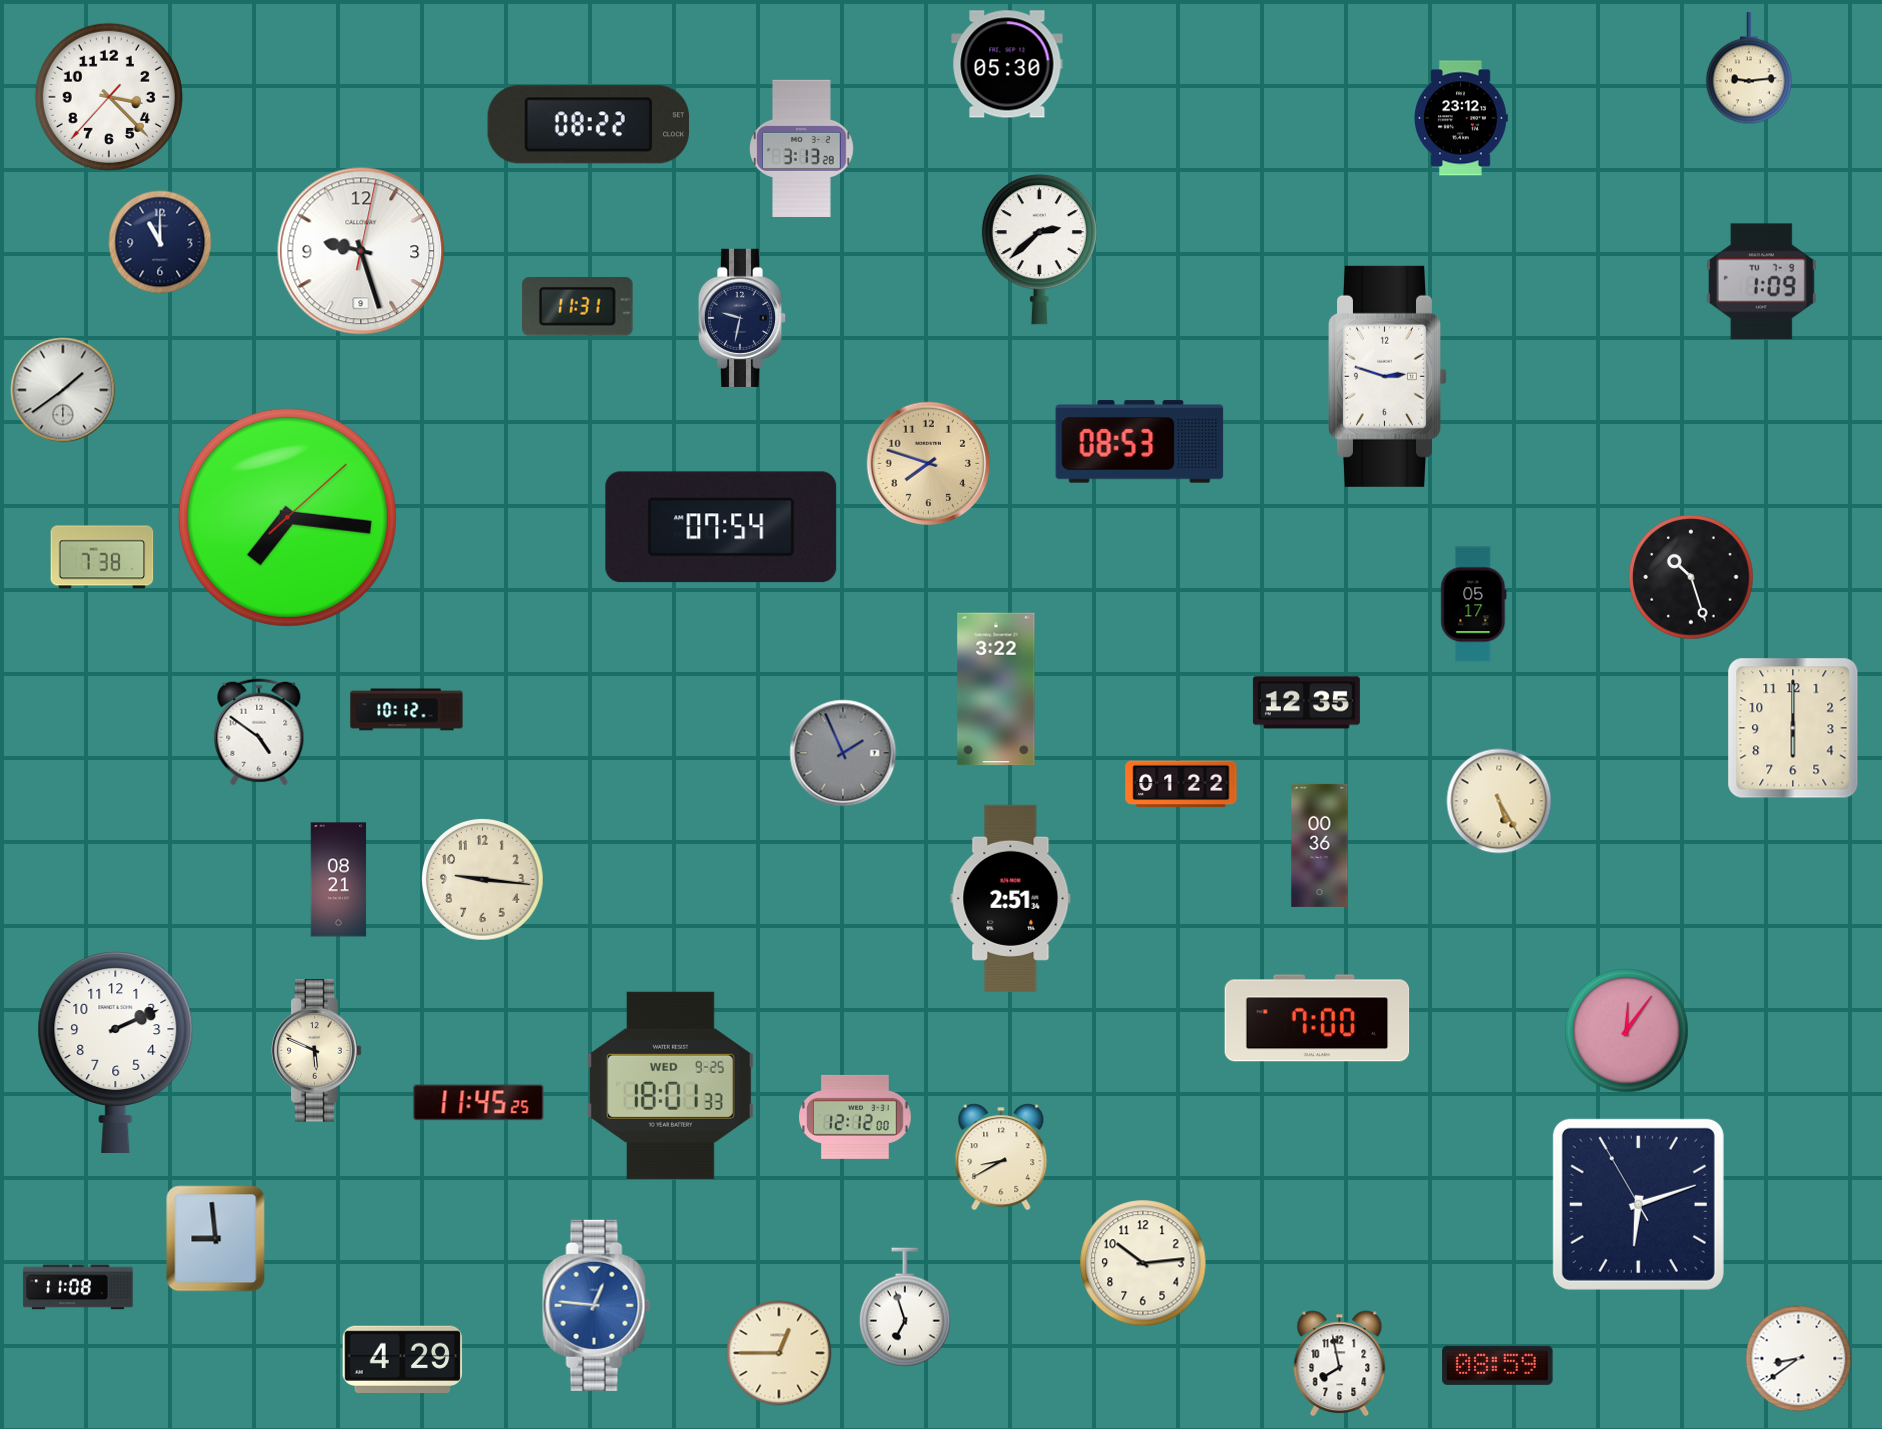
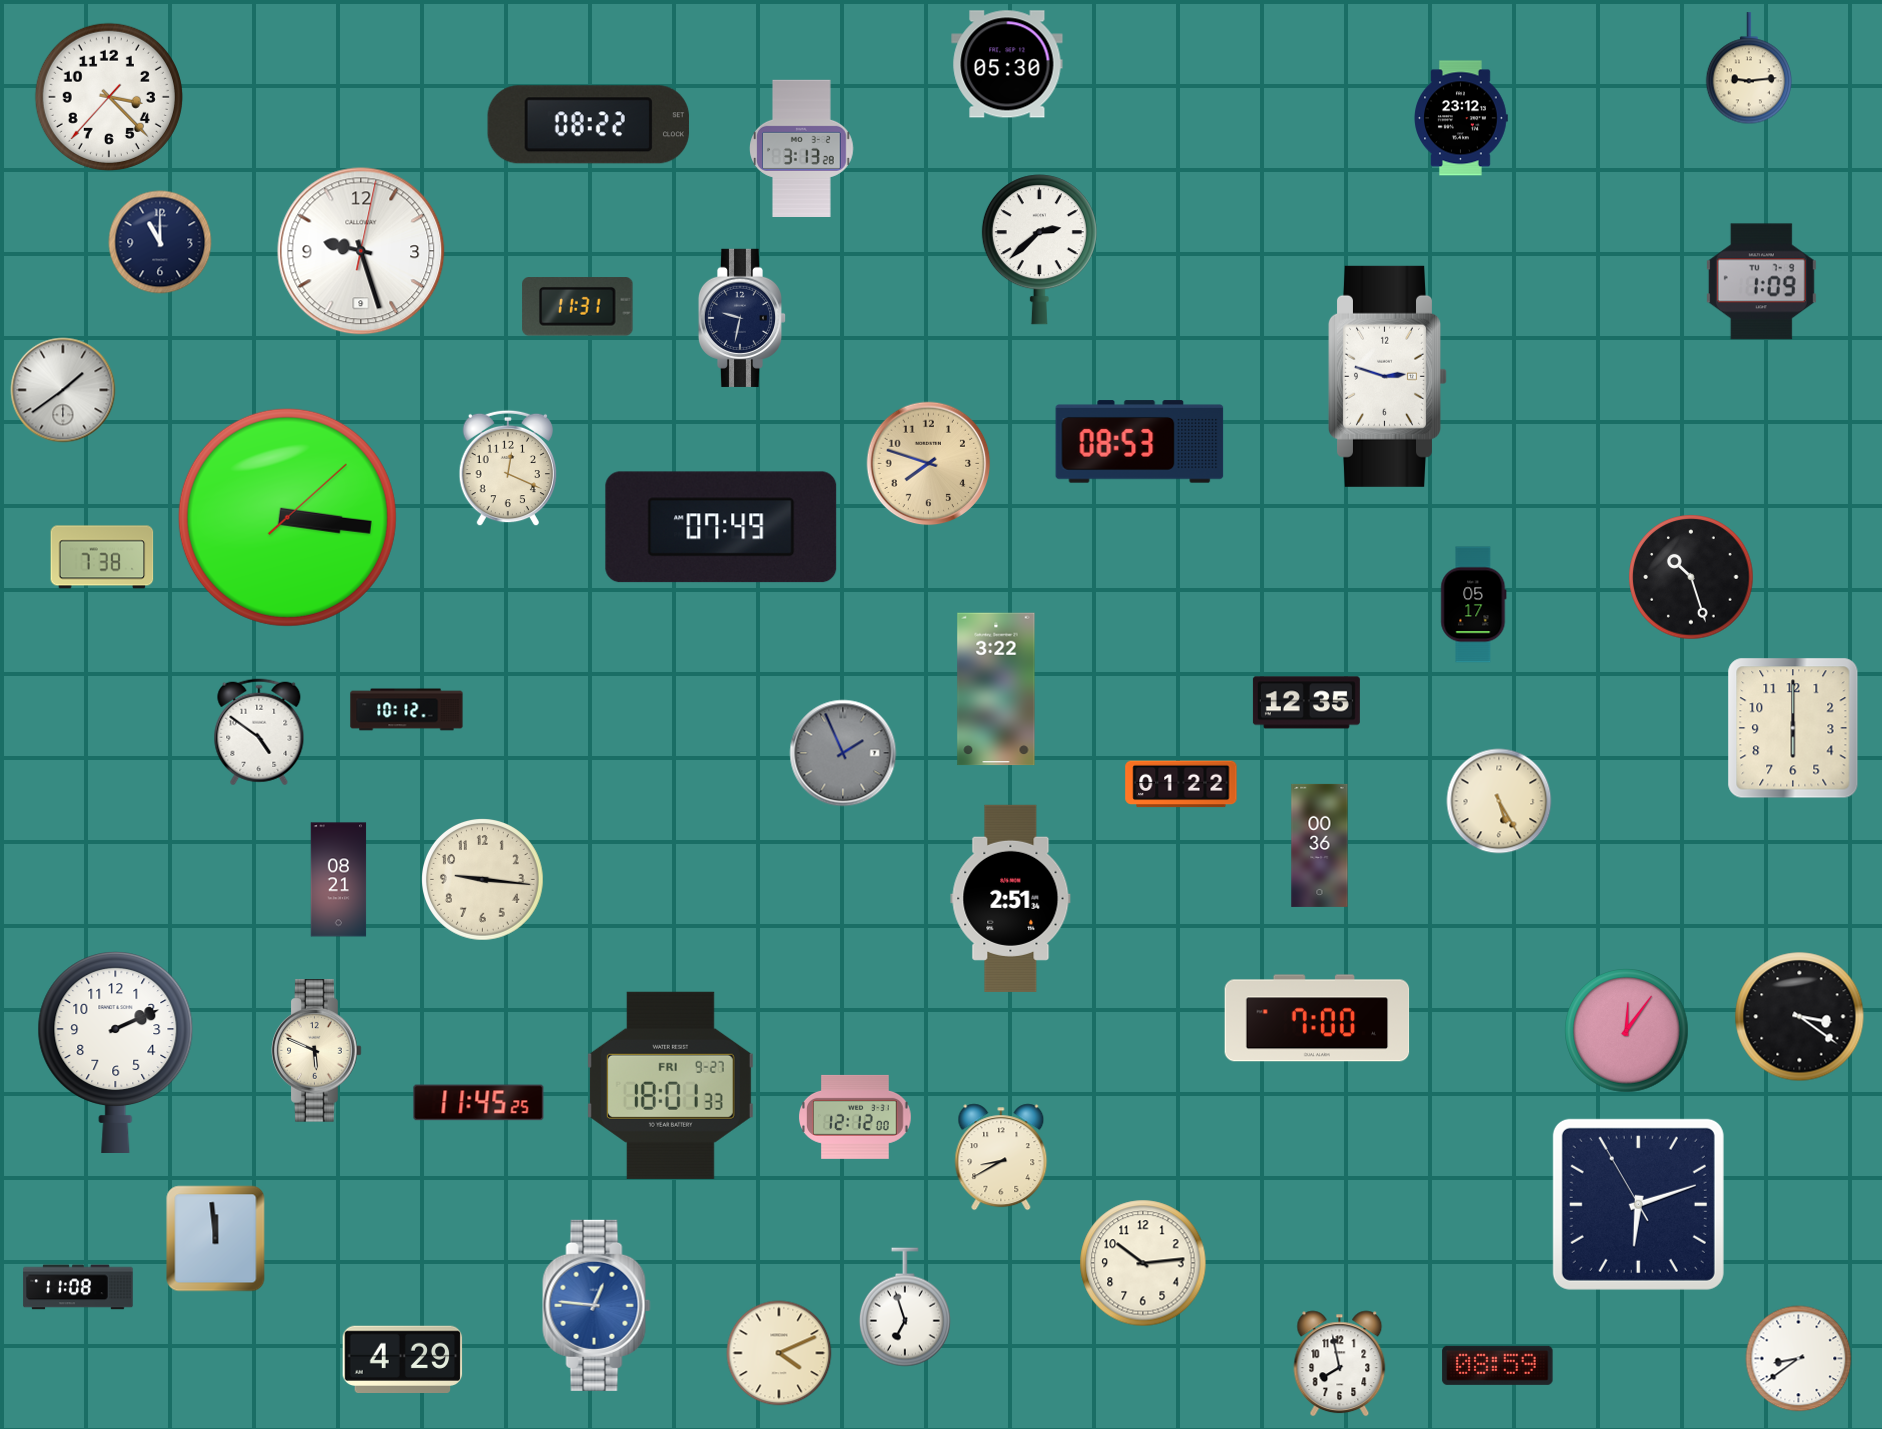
clock at (507, 468): none -> 12:19
clock at (287, 517): 7:16 -> 3:16
clock at (721, 527): 07:54 -> 07:49
clock at (1800, 1017): none -> 3:21
clock at (670, 1085) date: WED 9-25 -> FRI 9-27
clock at (216, 1239): 8:59 -> 11:59
clock at (779, 1353): 12:45 -> 4:11
